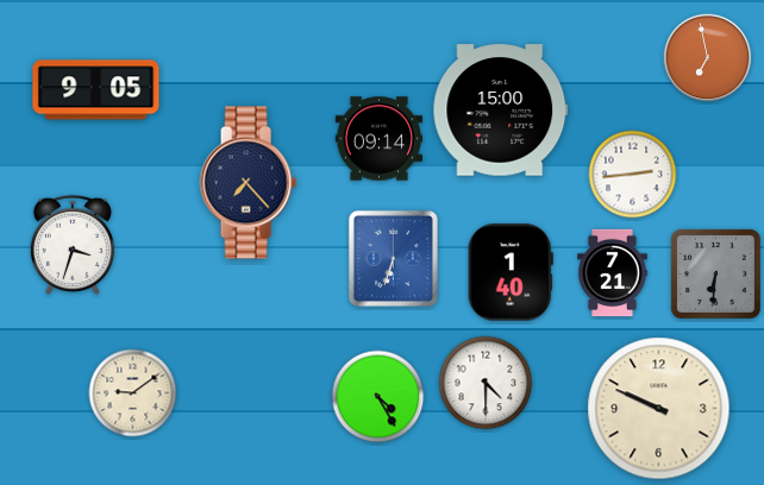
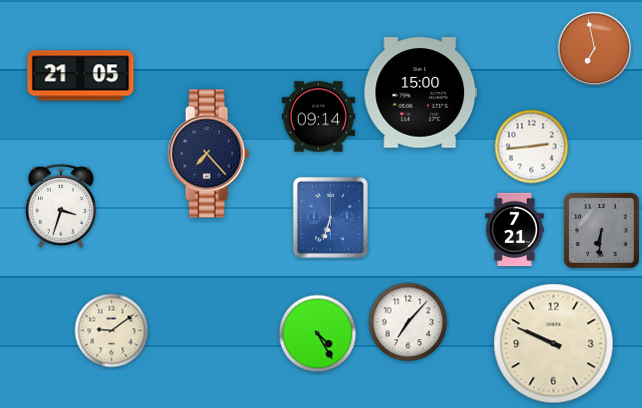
clock at (96, 90): 9:05 -> 21:05
clock at (511, 272): 1:40 -> none
clock at (486, 383): 4:30 -> 7:07
